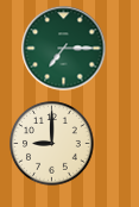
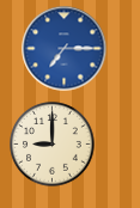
clock at (64, 49) dial: green -> blue
